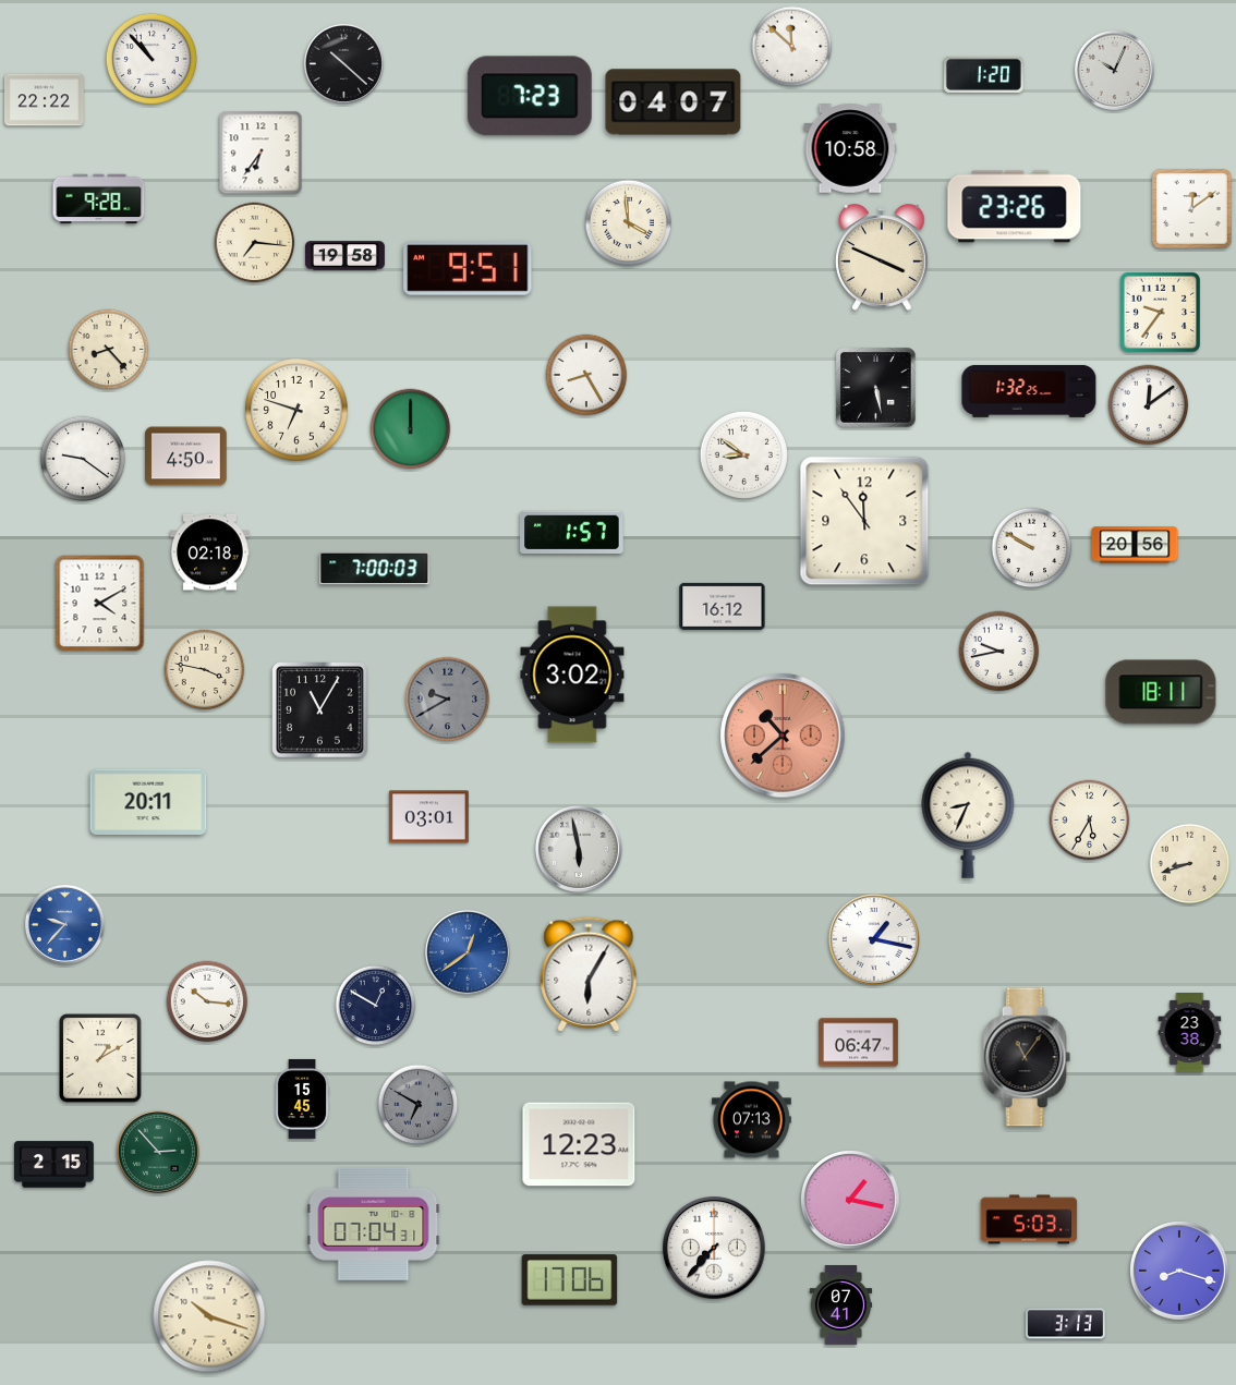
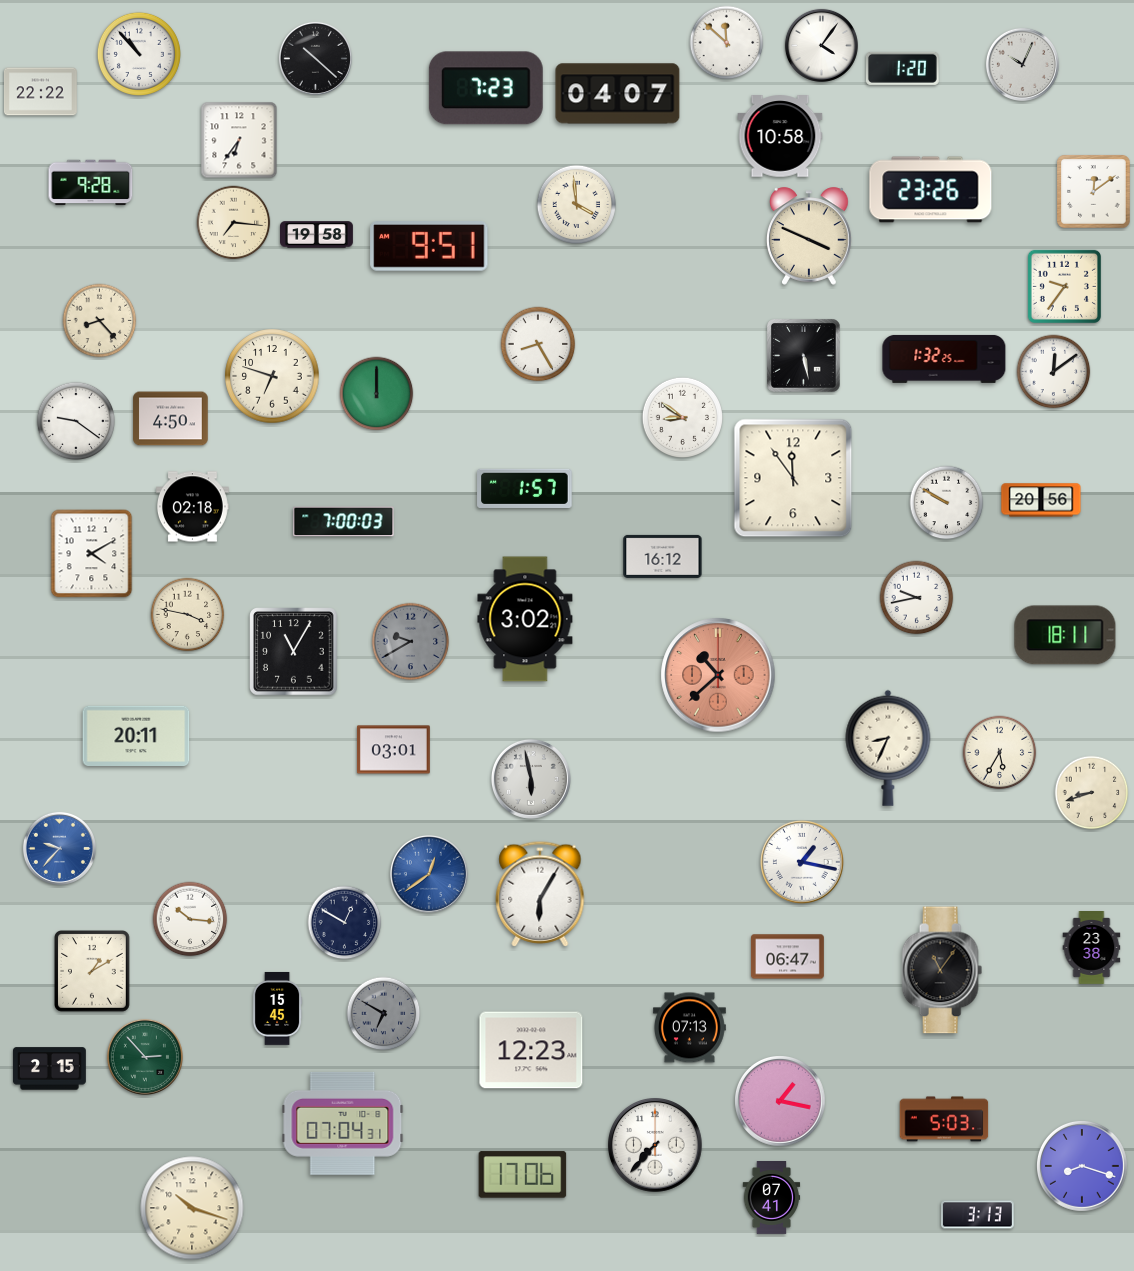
clock at (821, 45): none -> 4:06
